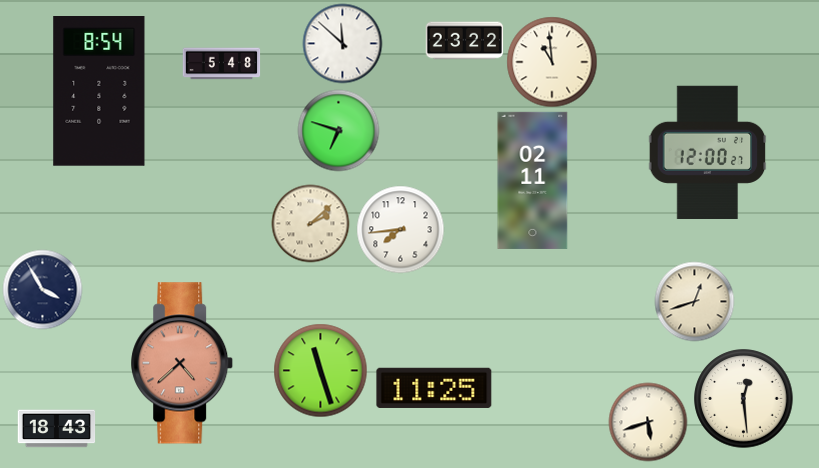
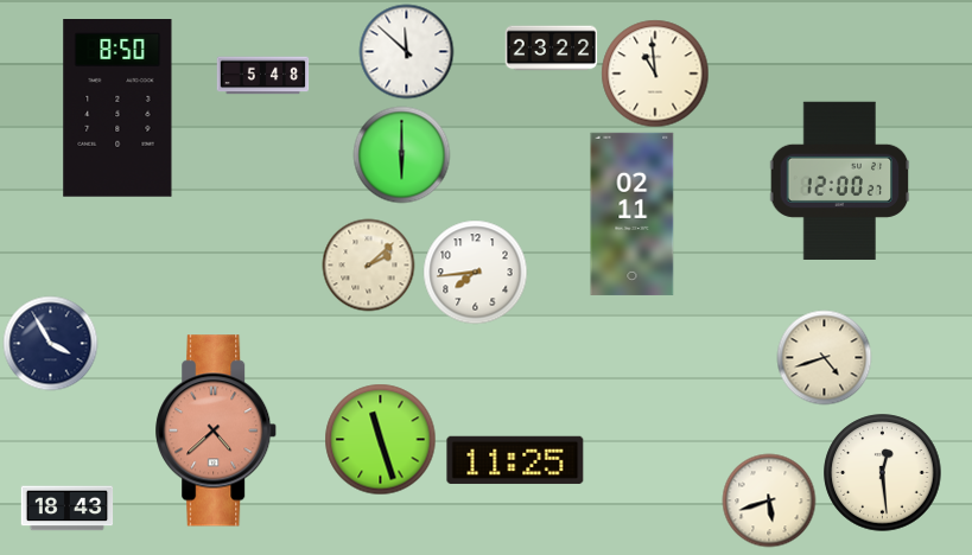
clock at (99, 91): 8:54 -> 8:50
clock at (338, 130): 6:48 -> 6:00
clock at (694, 301): 12:42 -> 4:42
